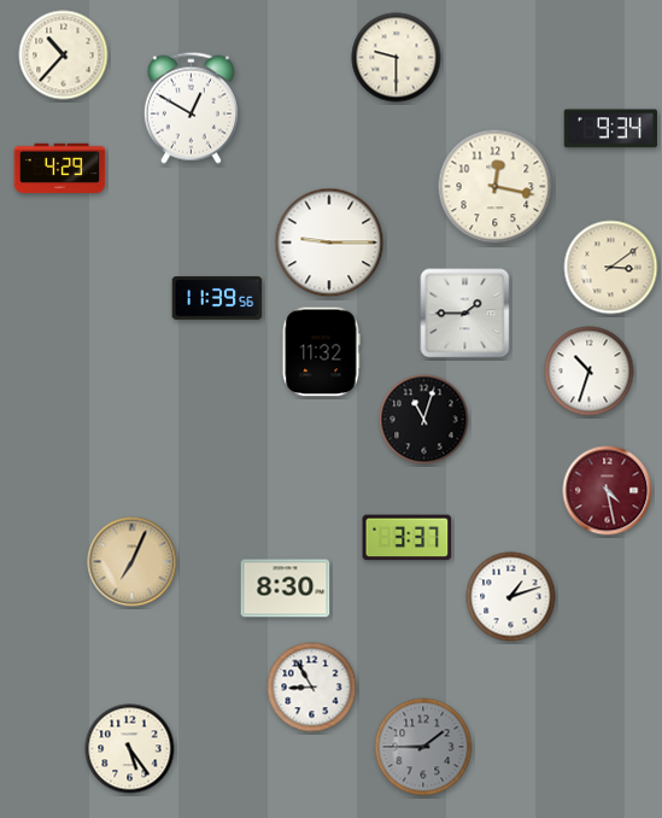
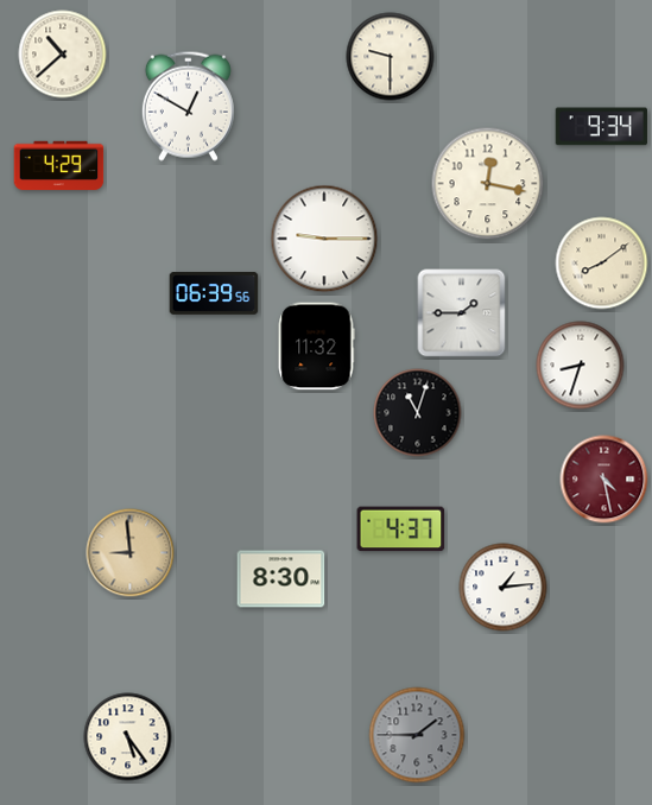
clock at (64, 55): 10:37 -> 10:38
clock at (611, 268): 3:09 -> 8:09
clock at (217, 298): 11:39 -> 06:39
clock at (465, 314) position: (465, 314) -> (462, 313)
clock at (590, 372): 10:33 -> 8:33
clock at (608, 491) position: (608, 491) -> (604, 480)
clock at (408, 538): 3:37 -> 4:37
clock at (133, 562): 7:04 -> 8:59
clock at (511, 597): 1:12 -> 1:14
clock at (312, 688): 8:55 -> none
